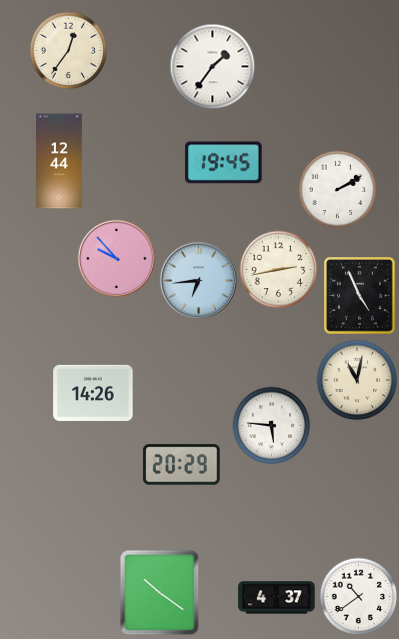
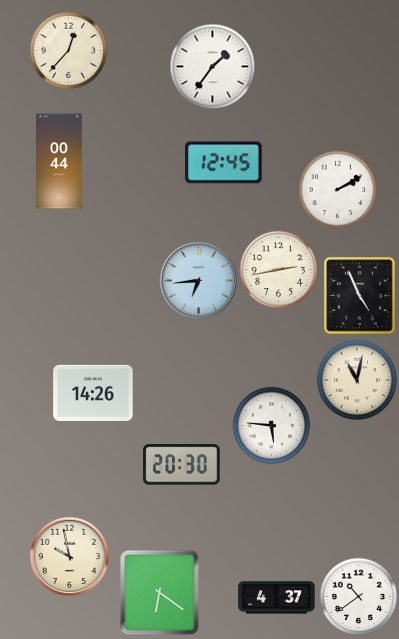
clock at (68, 50): 12:36 -> 12:37
clock at (59, 161): 12:44 -> 00:44
clock at (224, 163): 19:45 -> 12:45
clock at (116, 258): 9:53 -> none
clock at (182, 465): 20:29 -> 20:30
clock at (69, 556): none -> 9:58
clock at (160, 592): 10:21 -> 6:21
